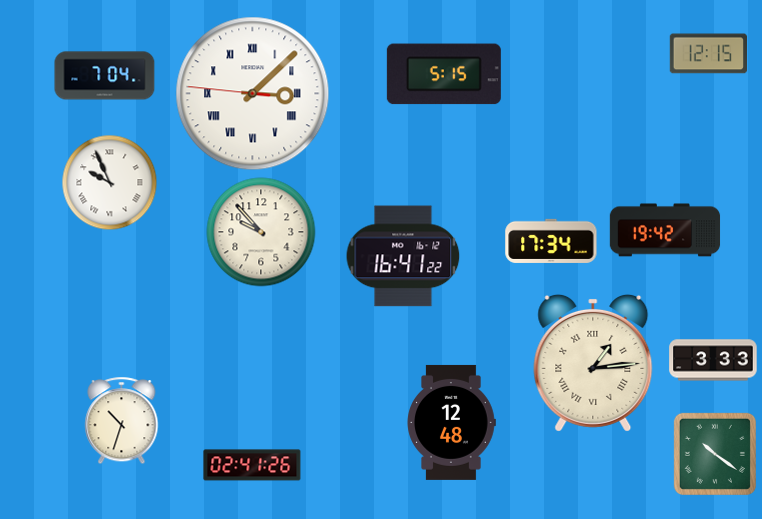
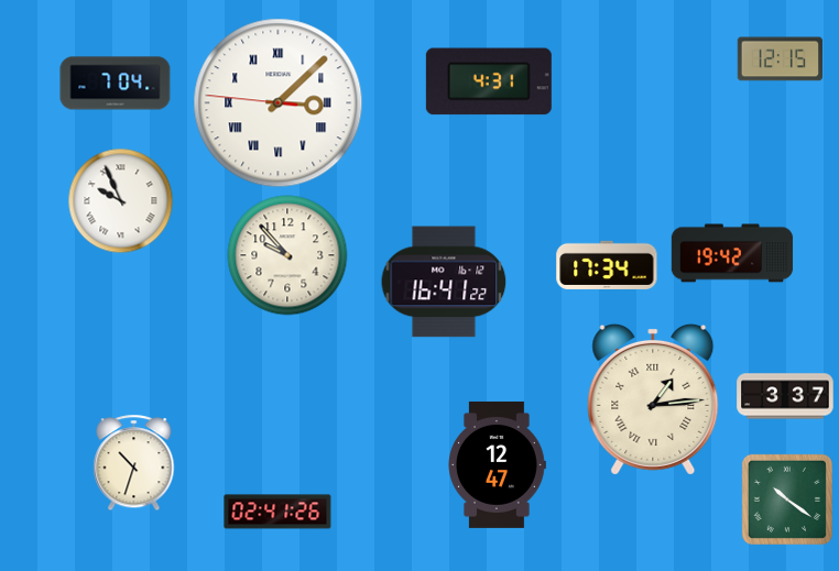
clock at (444, 74): 5:15 -> 4:31
clock at (713, 360): 3:33 -> 3:37
clock at (451, 422): 12:48 -> 12:47
